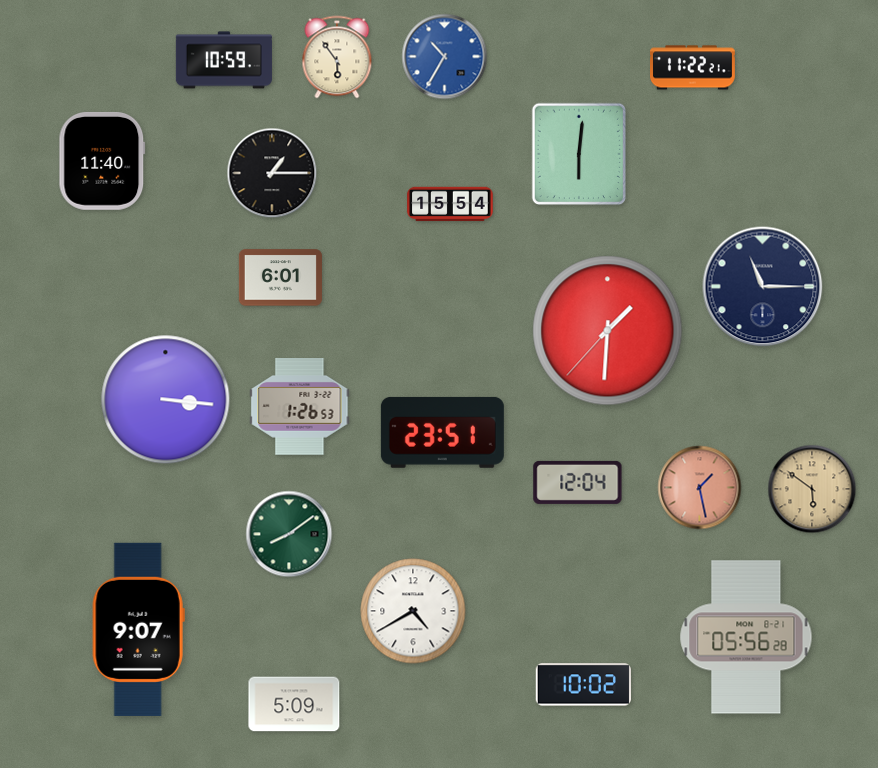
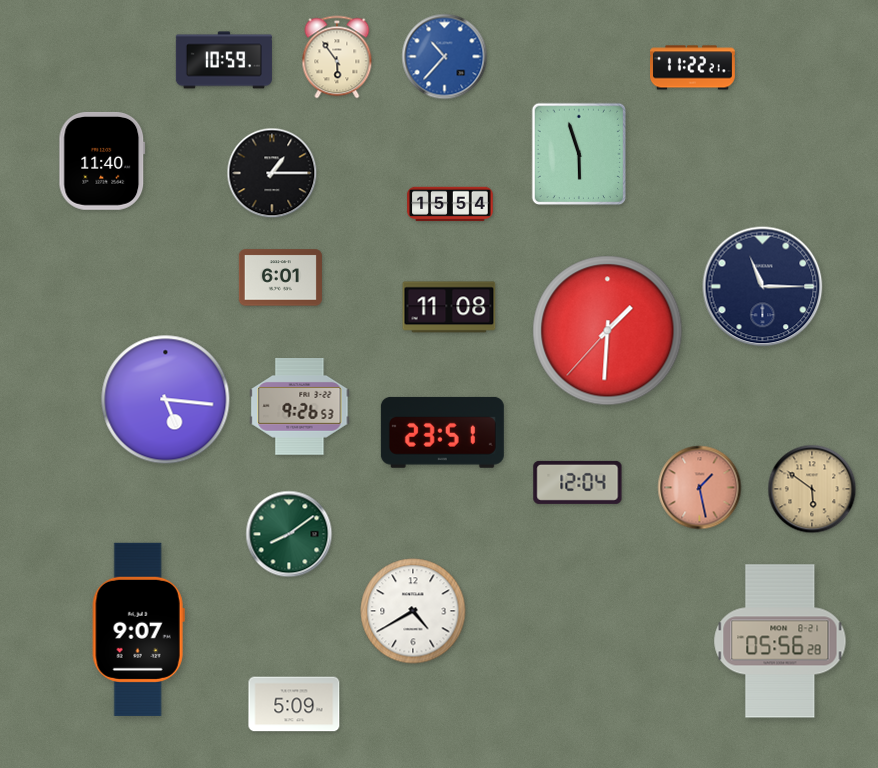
clock at (445, 57): 10:35 -> 10:37
clock at (578, 154): 6:01 -> 5:57
clock at (449, 307): none -> 11:08
clock at (166, 400): 3:16 -> 5:16
clock at (300, 407): 1:26 -> 9:26
clock at (746, 637) position: (746, 637) -> (780, 641)
clock at (583, 685): 10:02 -> none
